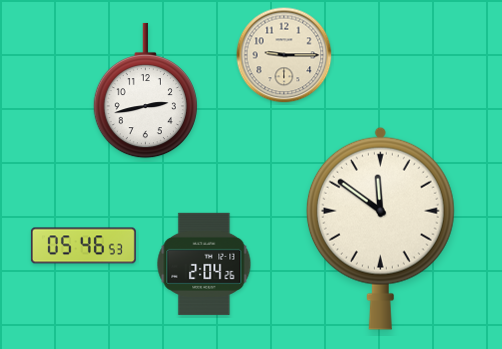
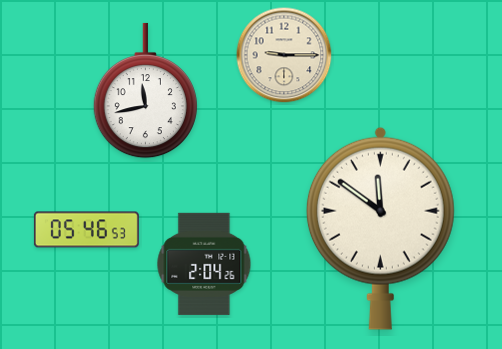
clock at (145, 91): 2:43 -> 11:43
clock at (83, 246) position: (83, 246) -> (86, 230)
